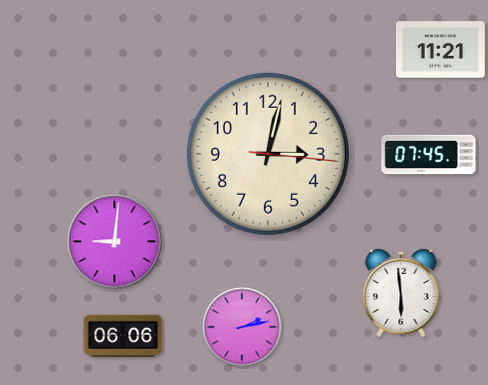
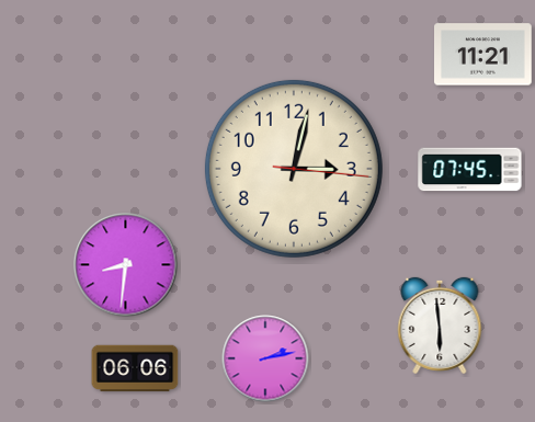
clock at (115, 242): 9:01 -> 8:31
clock at (401, 293) position: (401, 293) -> (440, 326)
